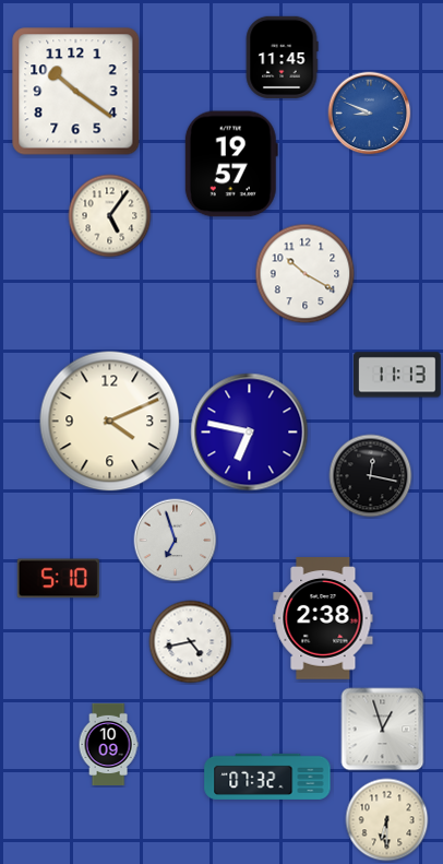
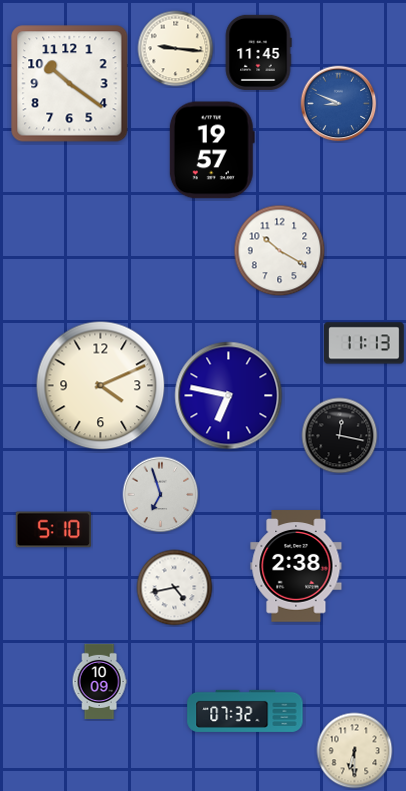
clock at (176, 49): none -> 9:16
clock at (110, 216): 5:06 -> none
clock at (383, 730): 12:57 -> none
